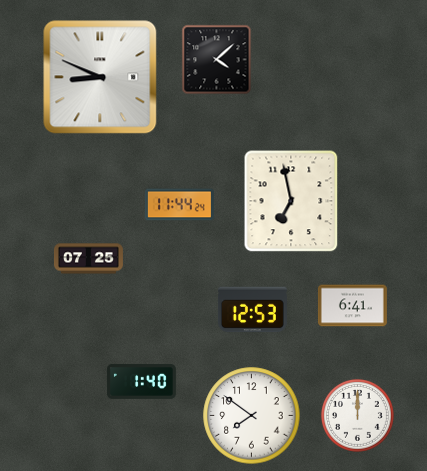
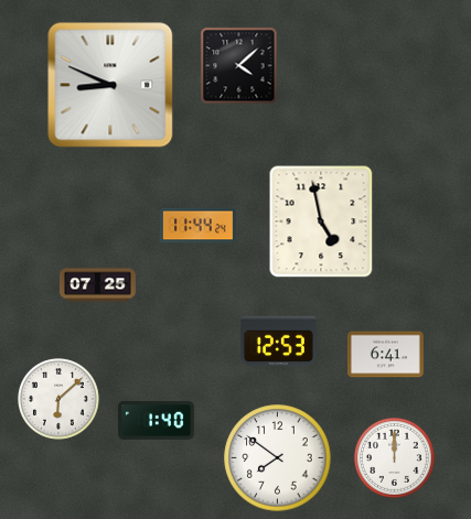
clock at (291, 201): 6:58 -> 4:58
clock at (352, 306) position: (352, 306) -> (385, 355)
clock at (58, 399): none -> 6:08
